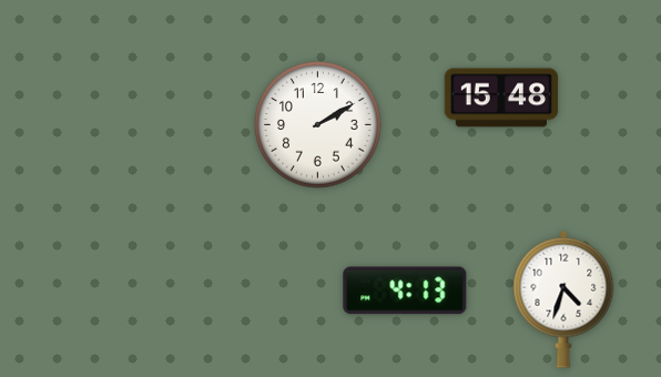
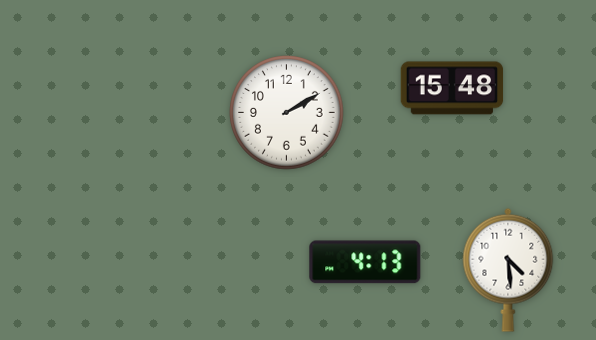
clock at (563, 299): 4:33 -> 4:29
